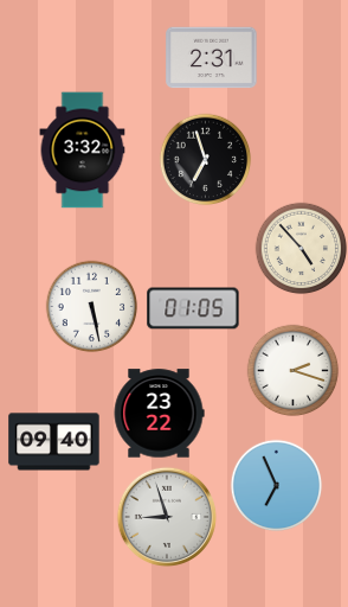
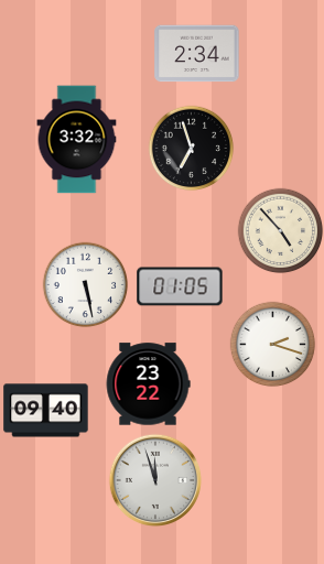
clock at (212, 58): 2:31 -> 2:34
clock at (54, 442) position: (54, 442) -> (46, 411)
clock at (276, 485): 6:56 -> none
clock at (167, 517): 8:57 -> 11:57
